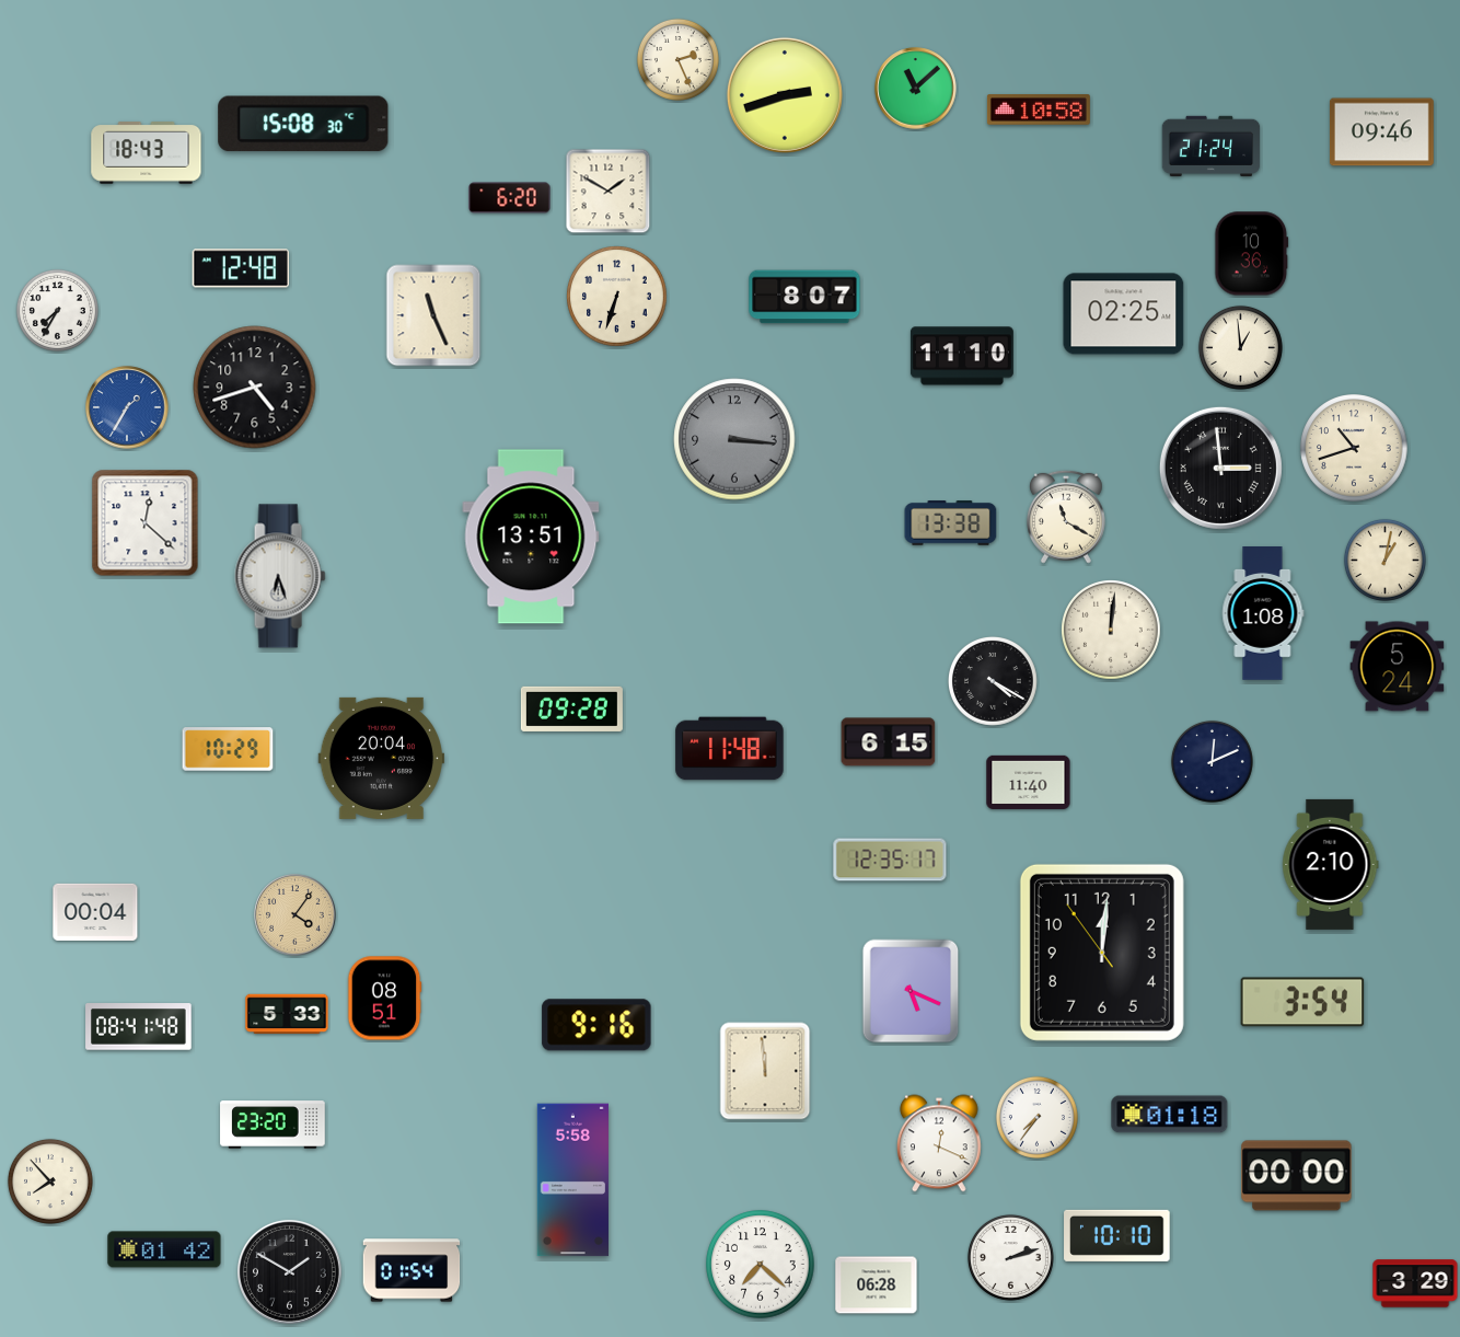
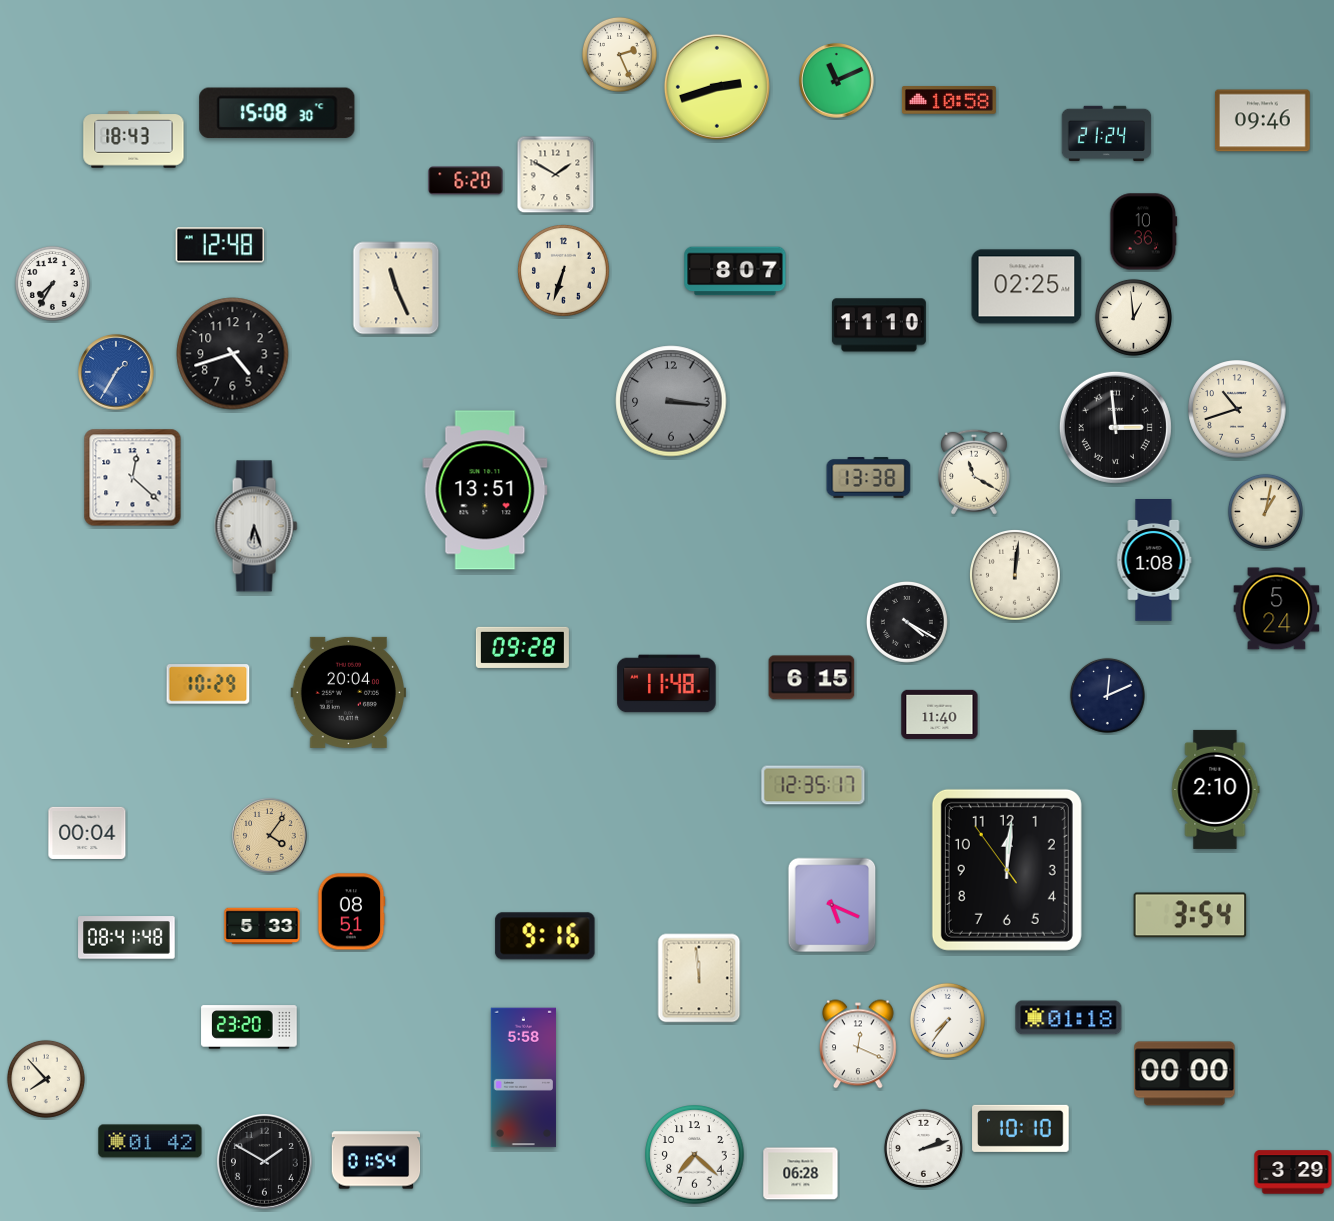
clock at (916, 89): 11:08 -> 11:11
